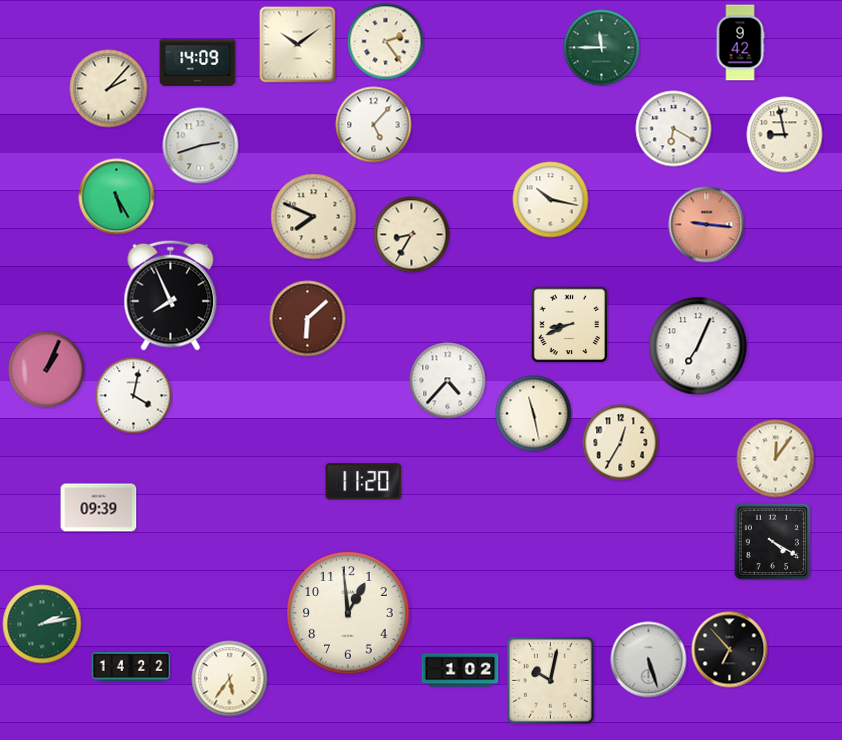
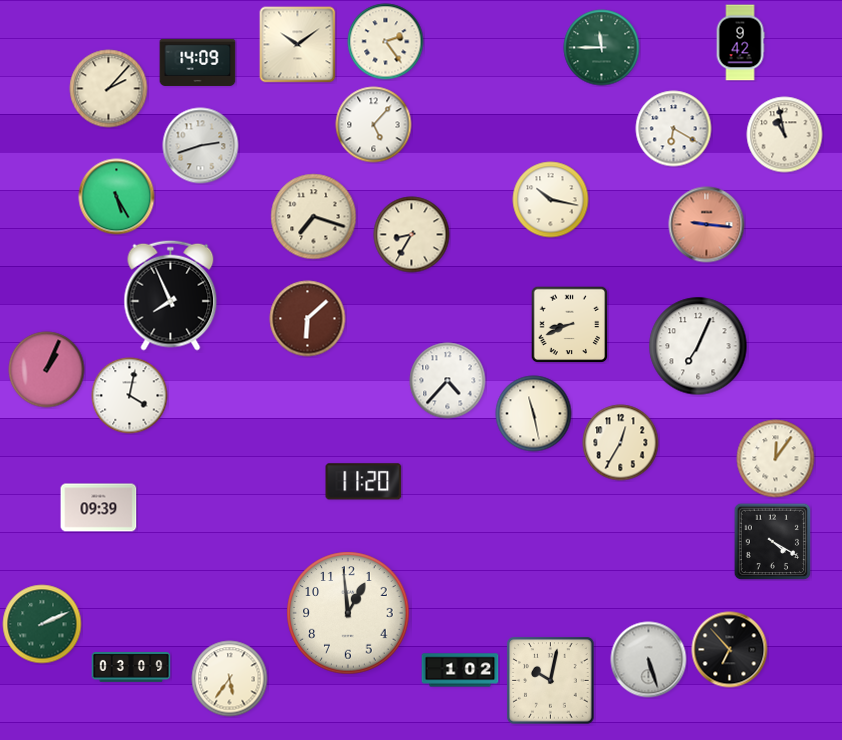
clock at (785, 135): 8:58 -> 10:58
clock at (314, 217): 7:49 -> 7:18
clock at (134, 396) position: (134, 396) -> (130, 396)
clock at (42, 624): 2:13 -> 2:11
clock at (131, 667): 14:22 -> 03:09
